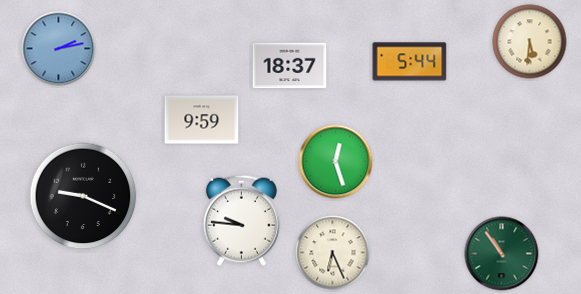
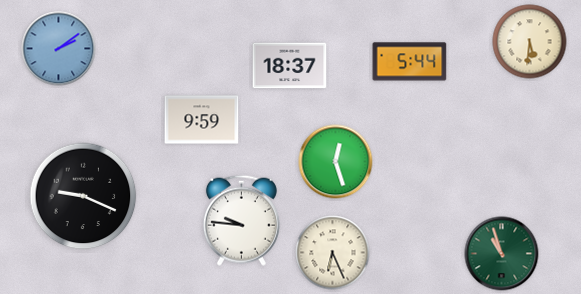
clock at (59, 49): 2:13 -> 2:09
clock at (502, 254): 10:54 -> 10:57
